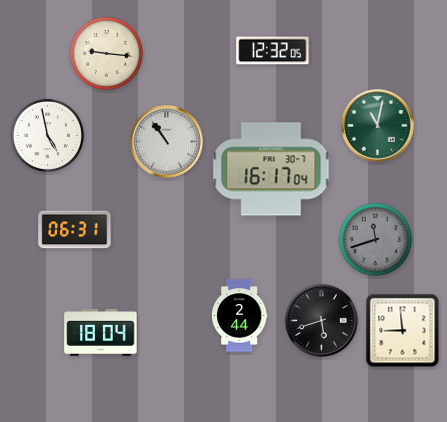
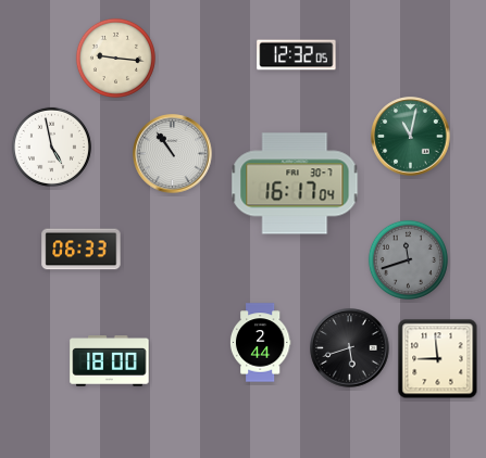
clock at (167, 142) position: (167, 142) -> (173, 154)
clock at (75, 230): 06:31 -> 06:33
clock at (101, 333): 18:04 -> 18:00
